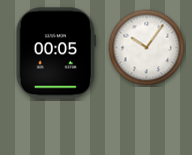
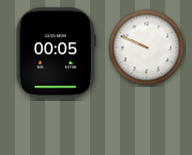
clock at (147, 48): 10:06 -> 9:49
